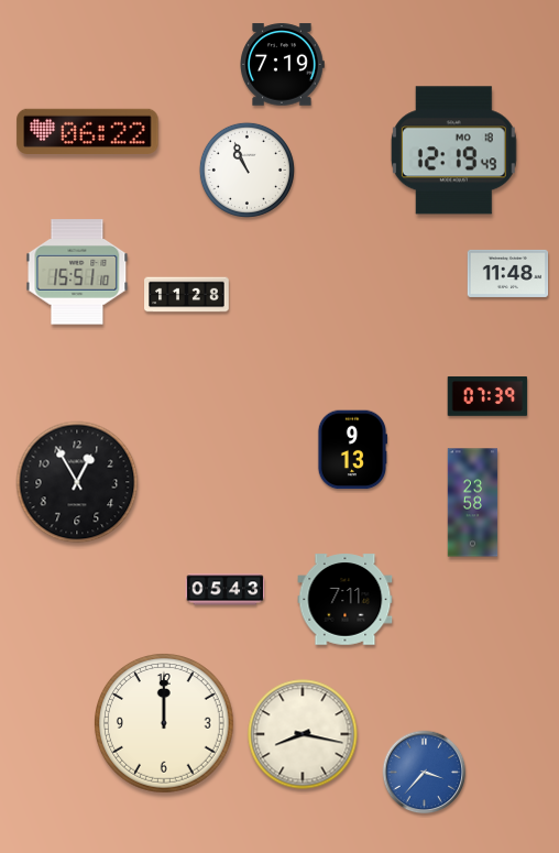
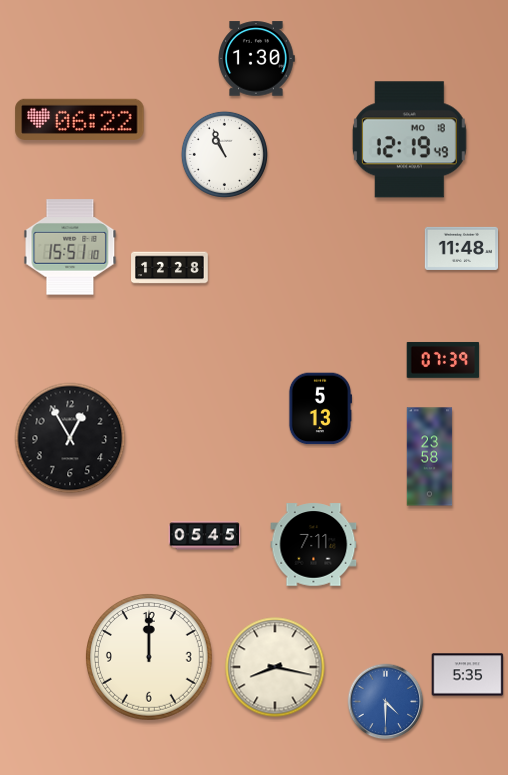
clock at (282, 65): 7:19 -> 1:30
clock at (453, 151) position: (453, 151) -> (409, 140)
clock at (187, 295): 11:28 -> 12:28
clock at (352, 450): 9:13 -> 5:13
clock at (226, 590): 05:43 -> 05:45
clock at (468, 675): none -> 5:35
clock at (425, 773): 3:37 -> 4:30
